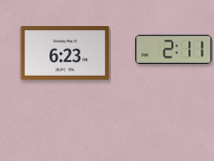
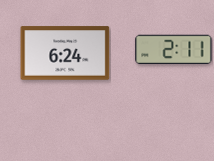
clock at (65, 53): 6:23 -> 6:24
